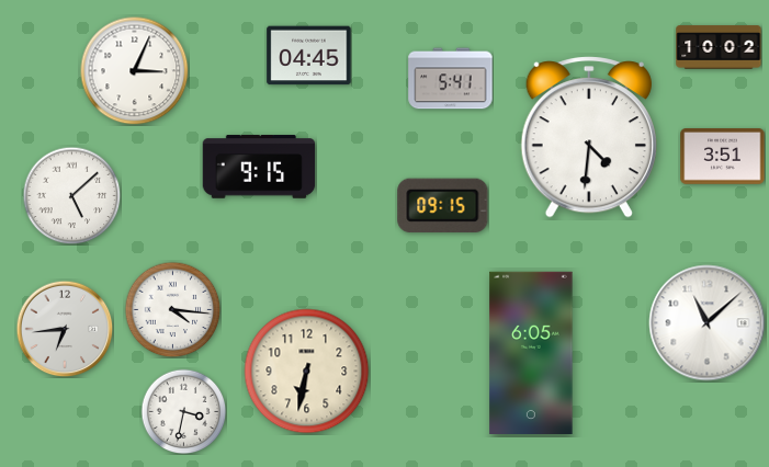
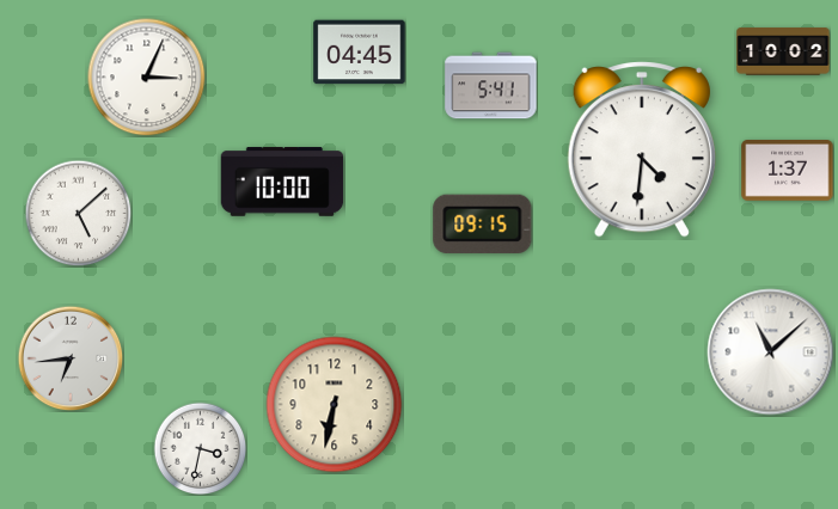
clock at (309, 56) position: (309, 56) -> (360, 53)
clock at (723, 157): 3:51 -> 1:37
clock at (259, 167): 9:15 -> 10:00
clock at (172, 309): 4:16 -> none
clock at (531, 352): 6:05 -> none
